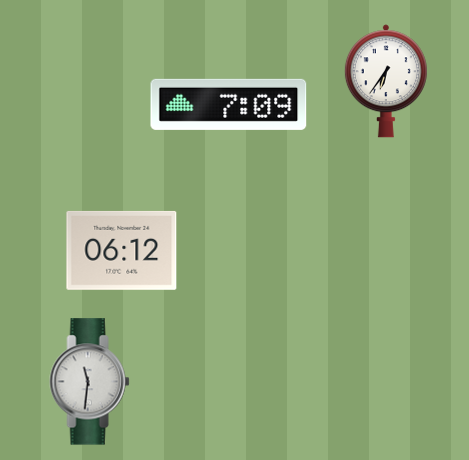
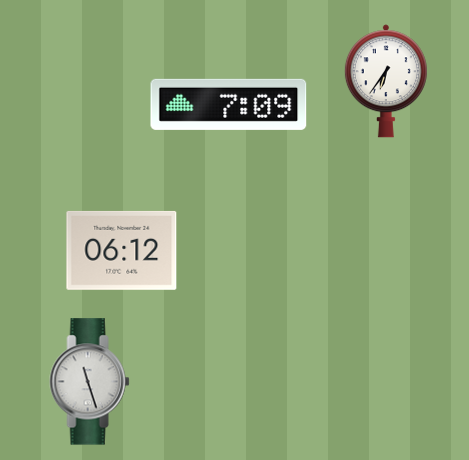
clock at (90, 382): 11:31 -> 11:27
